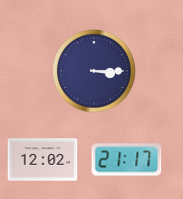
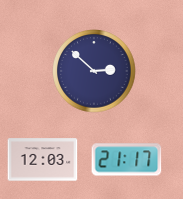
clock at (94, 71): 3:15 -> 2:52
clock at (43, 160): 12:02 -> 12:03
